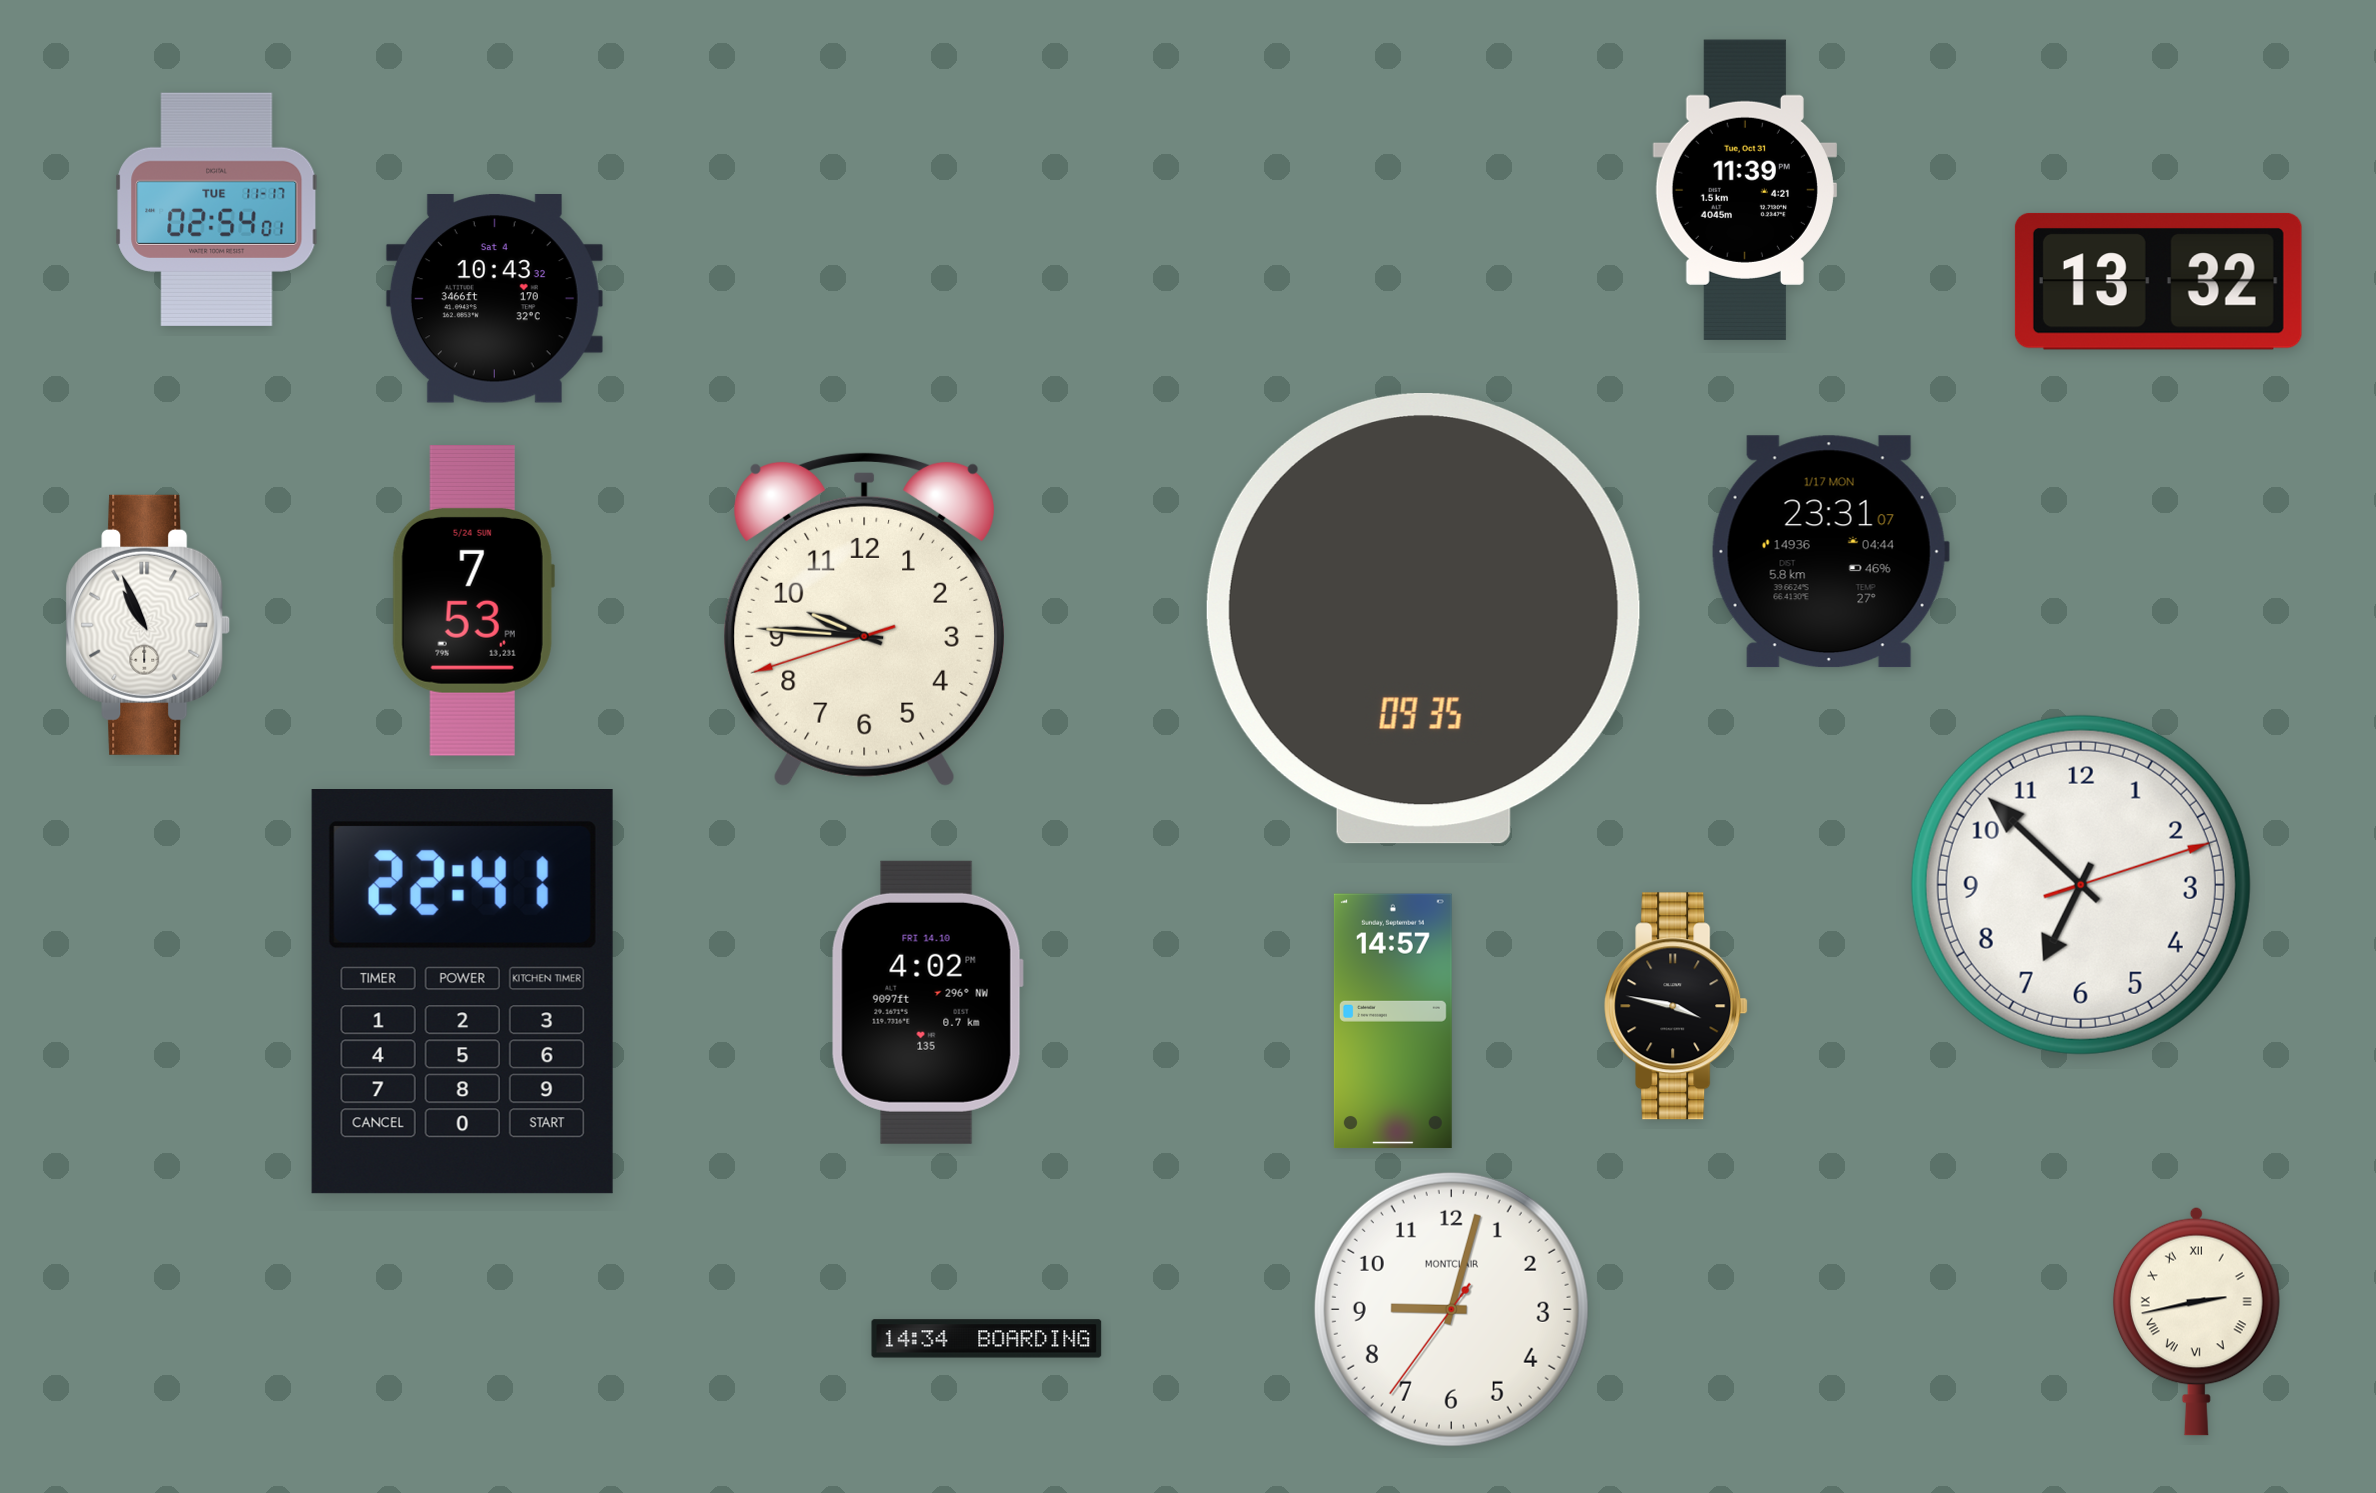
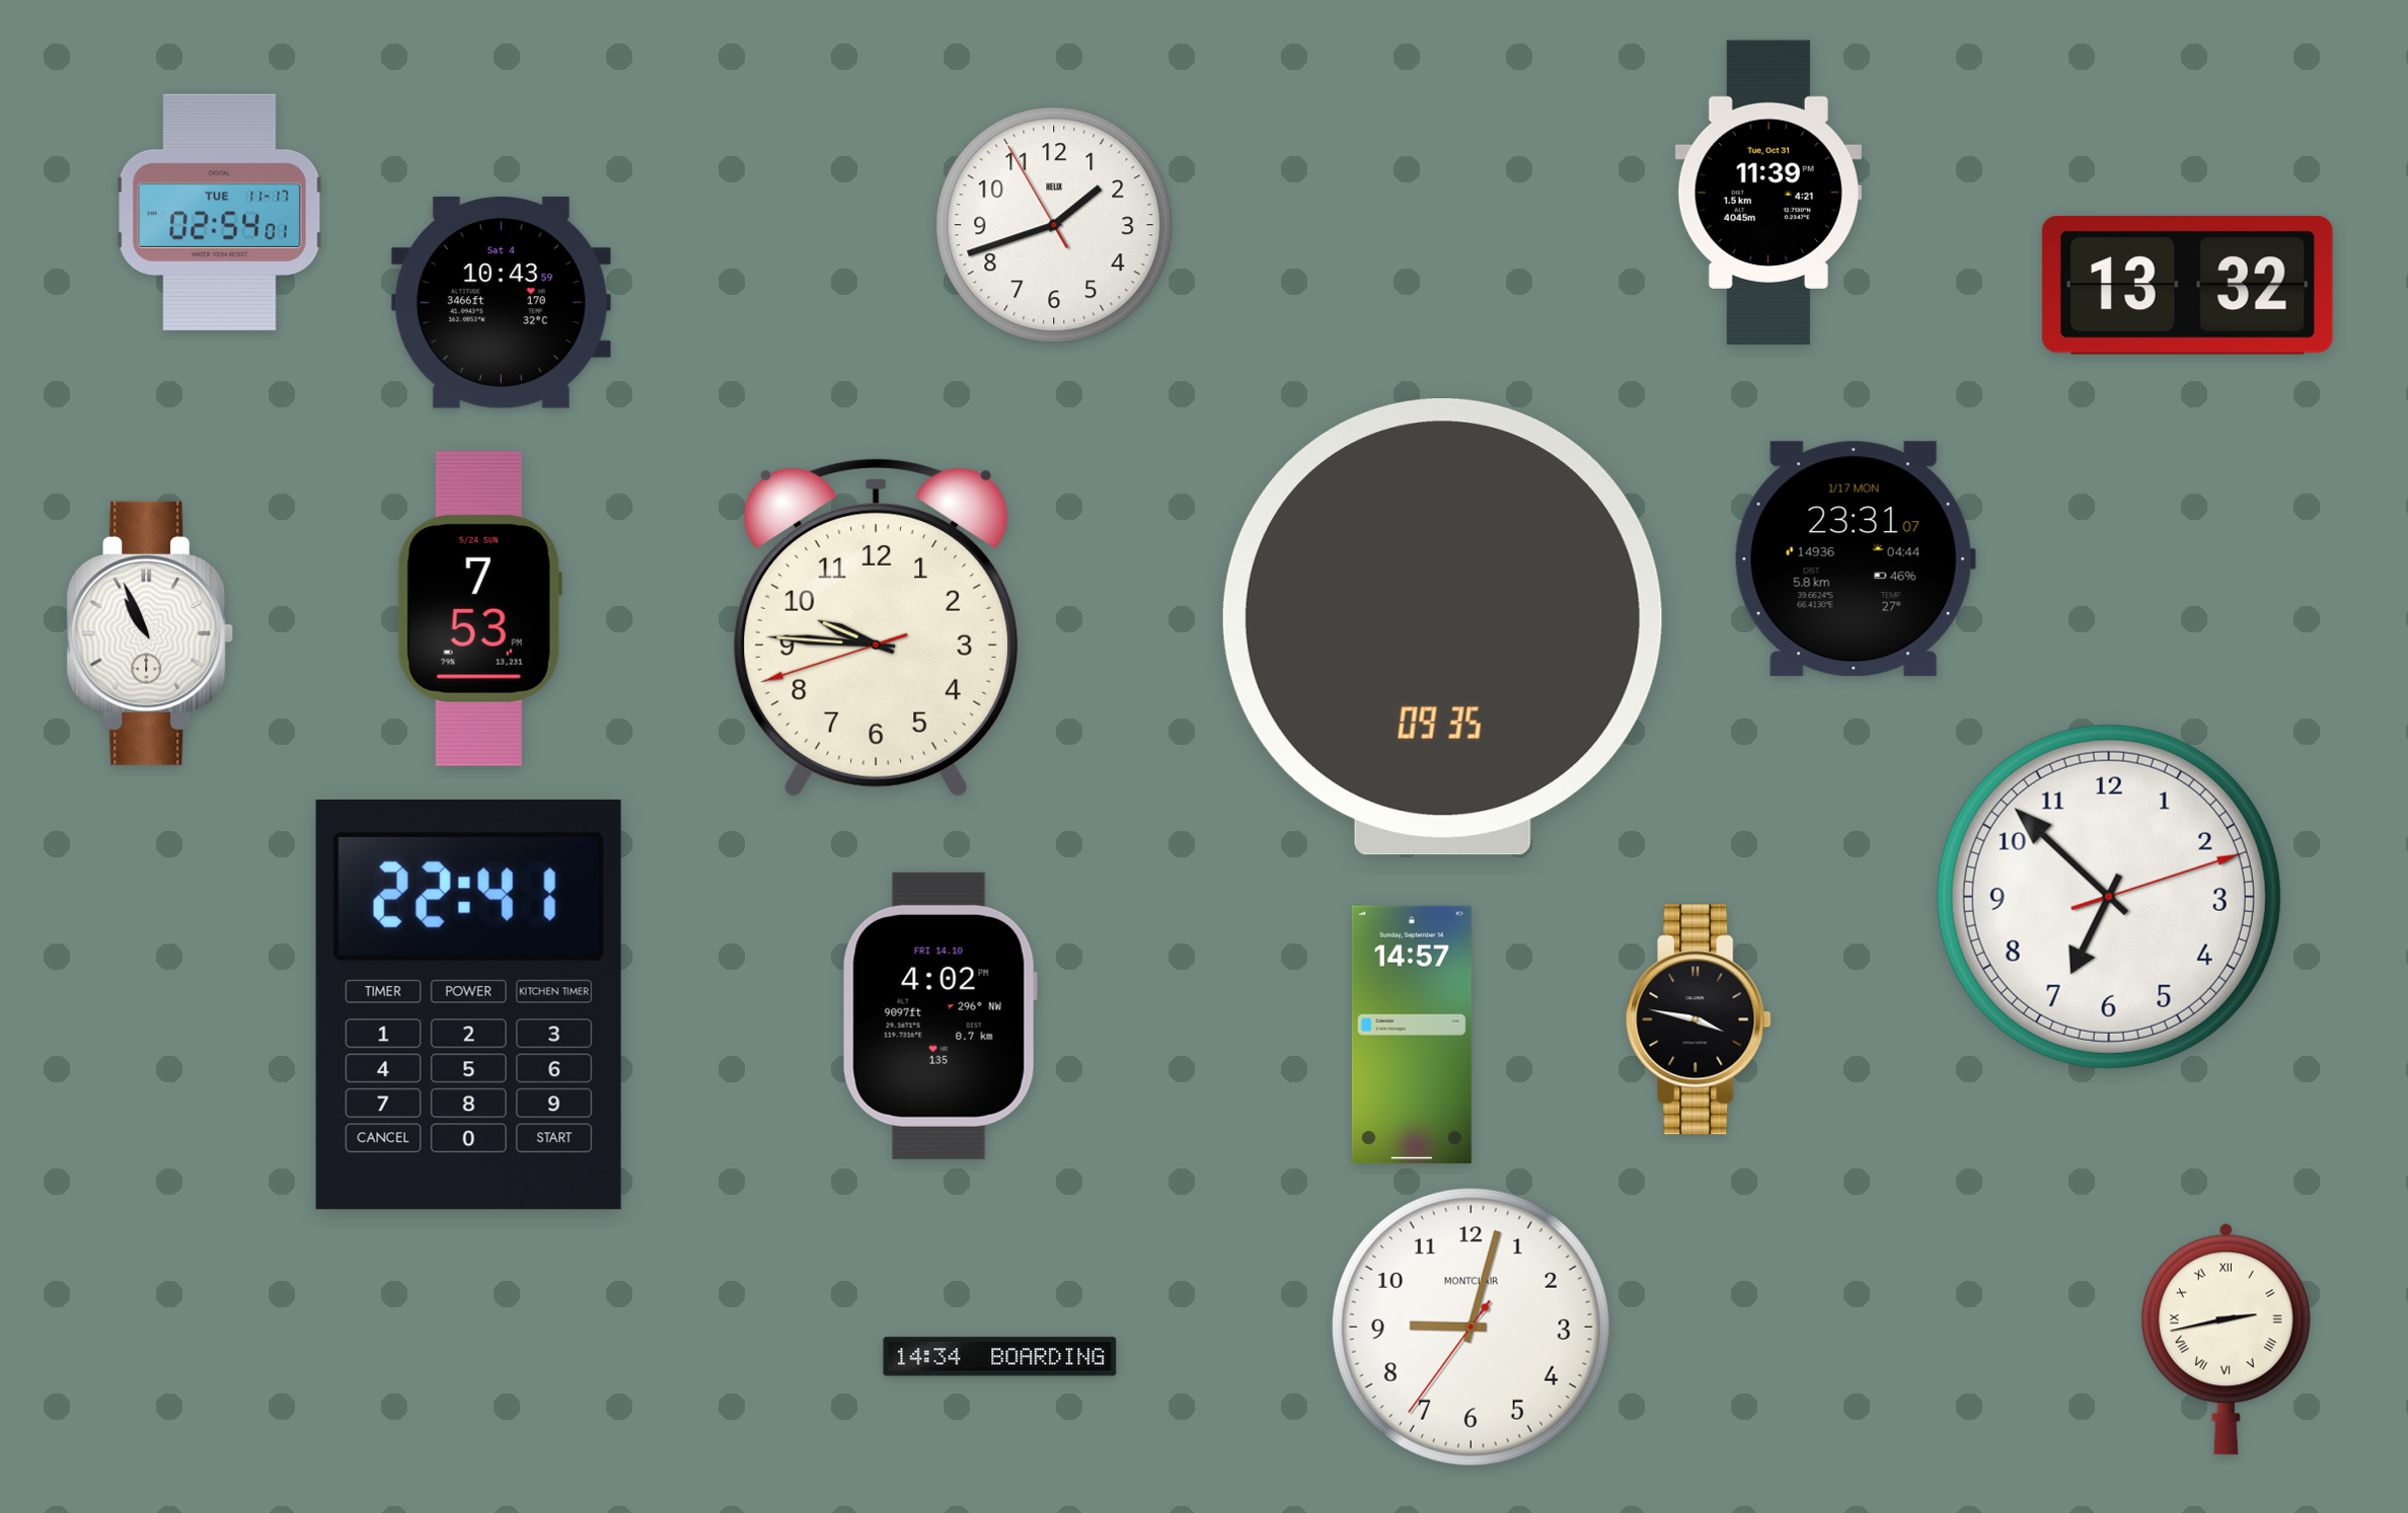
clock at (1054, 225): none -> 1:41
clock at (494, 299): 10:43:32 -> 10:43:59
